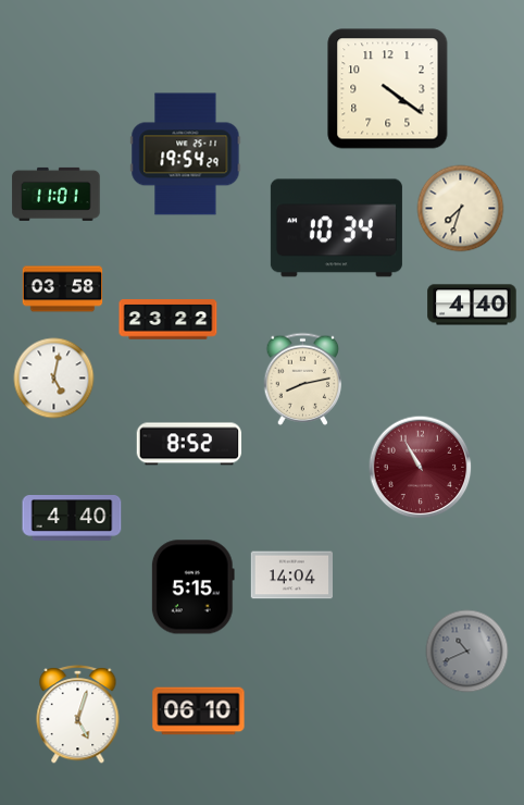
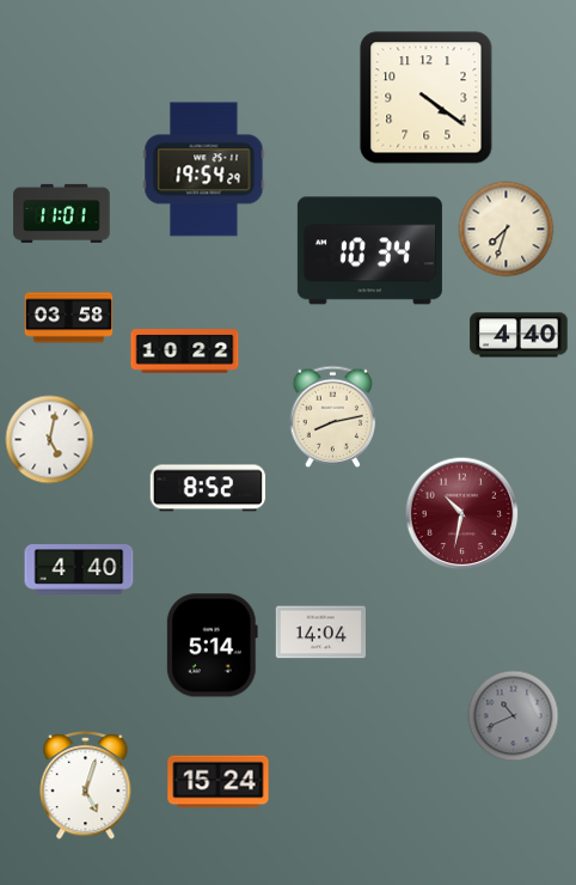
clock at (169, 320): 23:22 -> 10:22
clock at (54, 379) position: (54, 379) -> (50, 440)
clock at (421, 468): 10:55 -> 10:32
clock at (192, 587): 5:15 -> 5:14
clock at (199, 711): 06:10 -> 15:24
